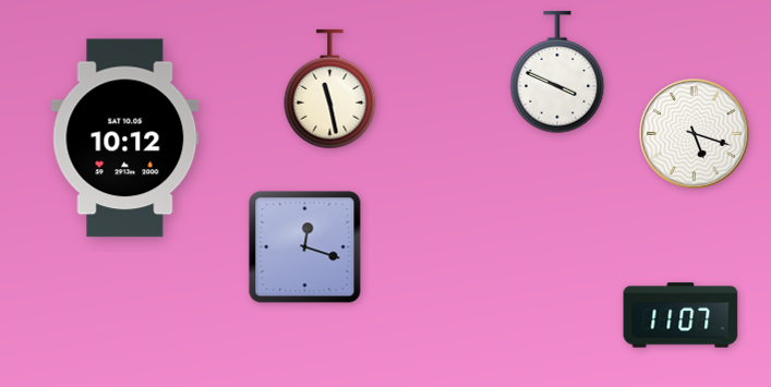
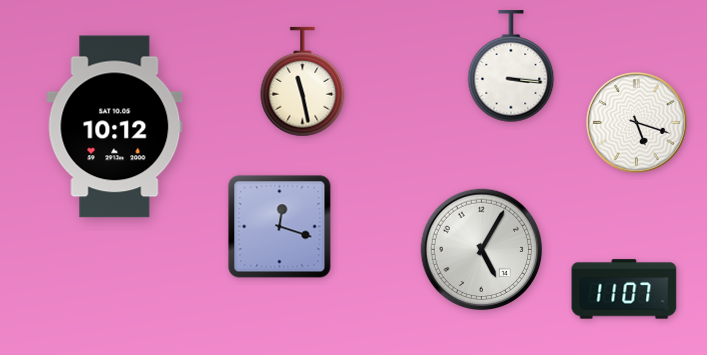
clock at (557, 73): 3:49 -> 3:16
clock at (482, 250): none -> 5:05
